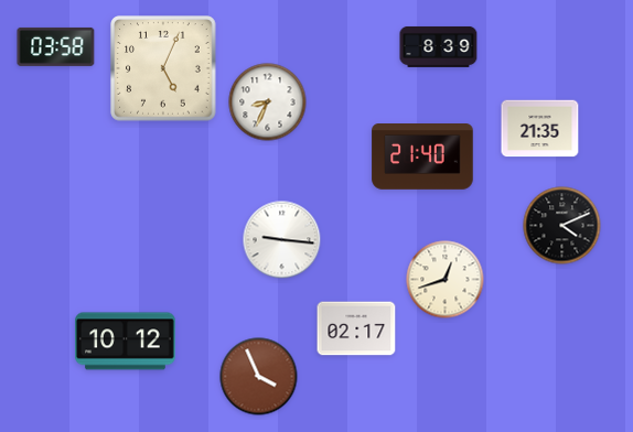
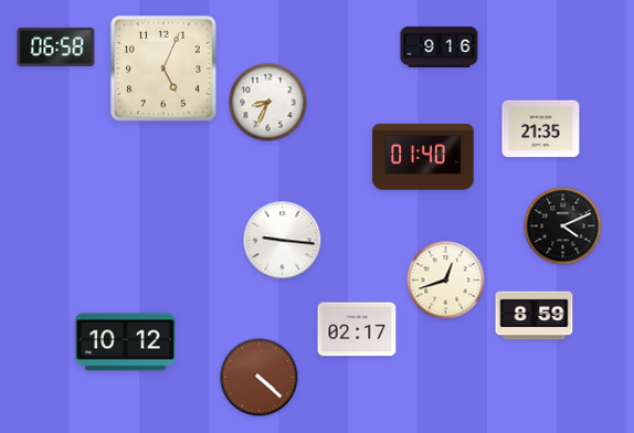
clock at (56, 46): 03:58 -> 06:58
clock at (439, 46): 8:39 -> 9:16
clock at (422, 158): 21:40 -> 01:40
clock at (535, 316): none -> 8:59
clock at (259, 377): 3:56 -> 4:22
